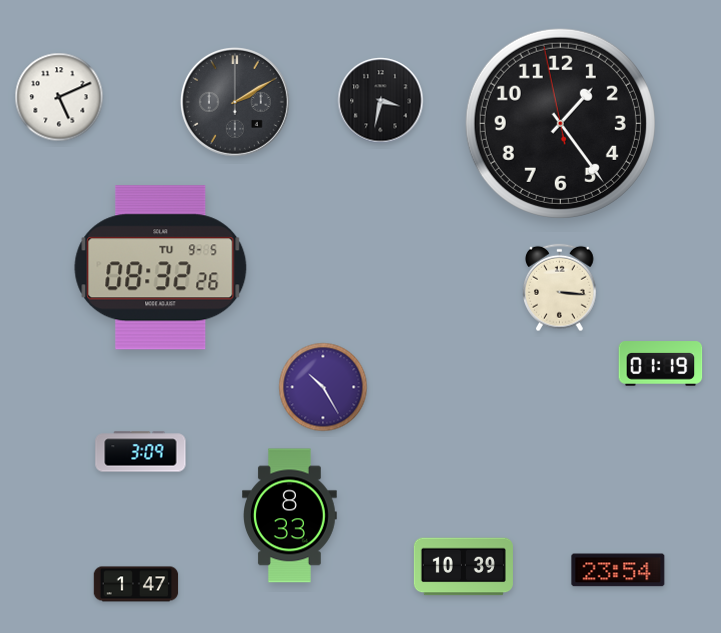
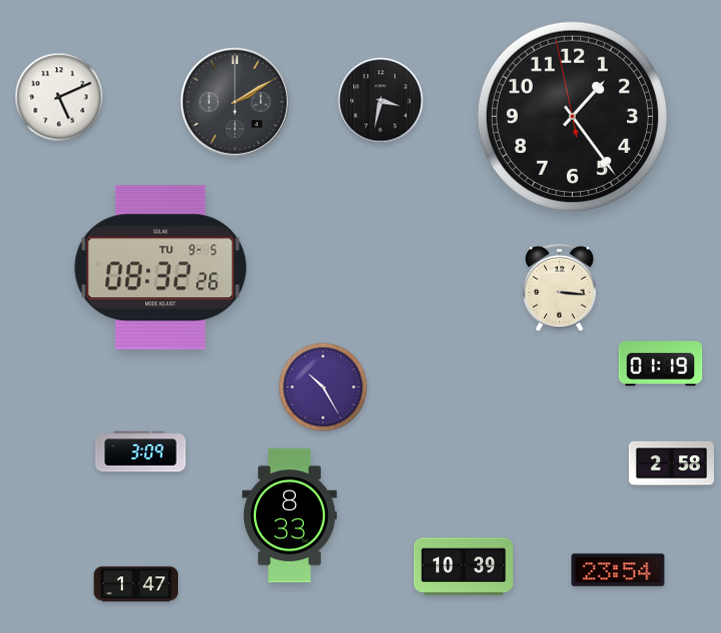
clock at (560, 123) position: (560, 123) -> (572, 116)
clock at (671, 464): none -> 2:58
